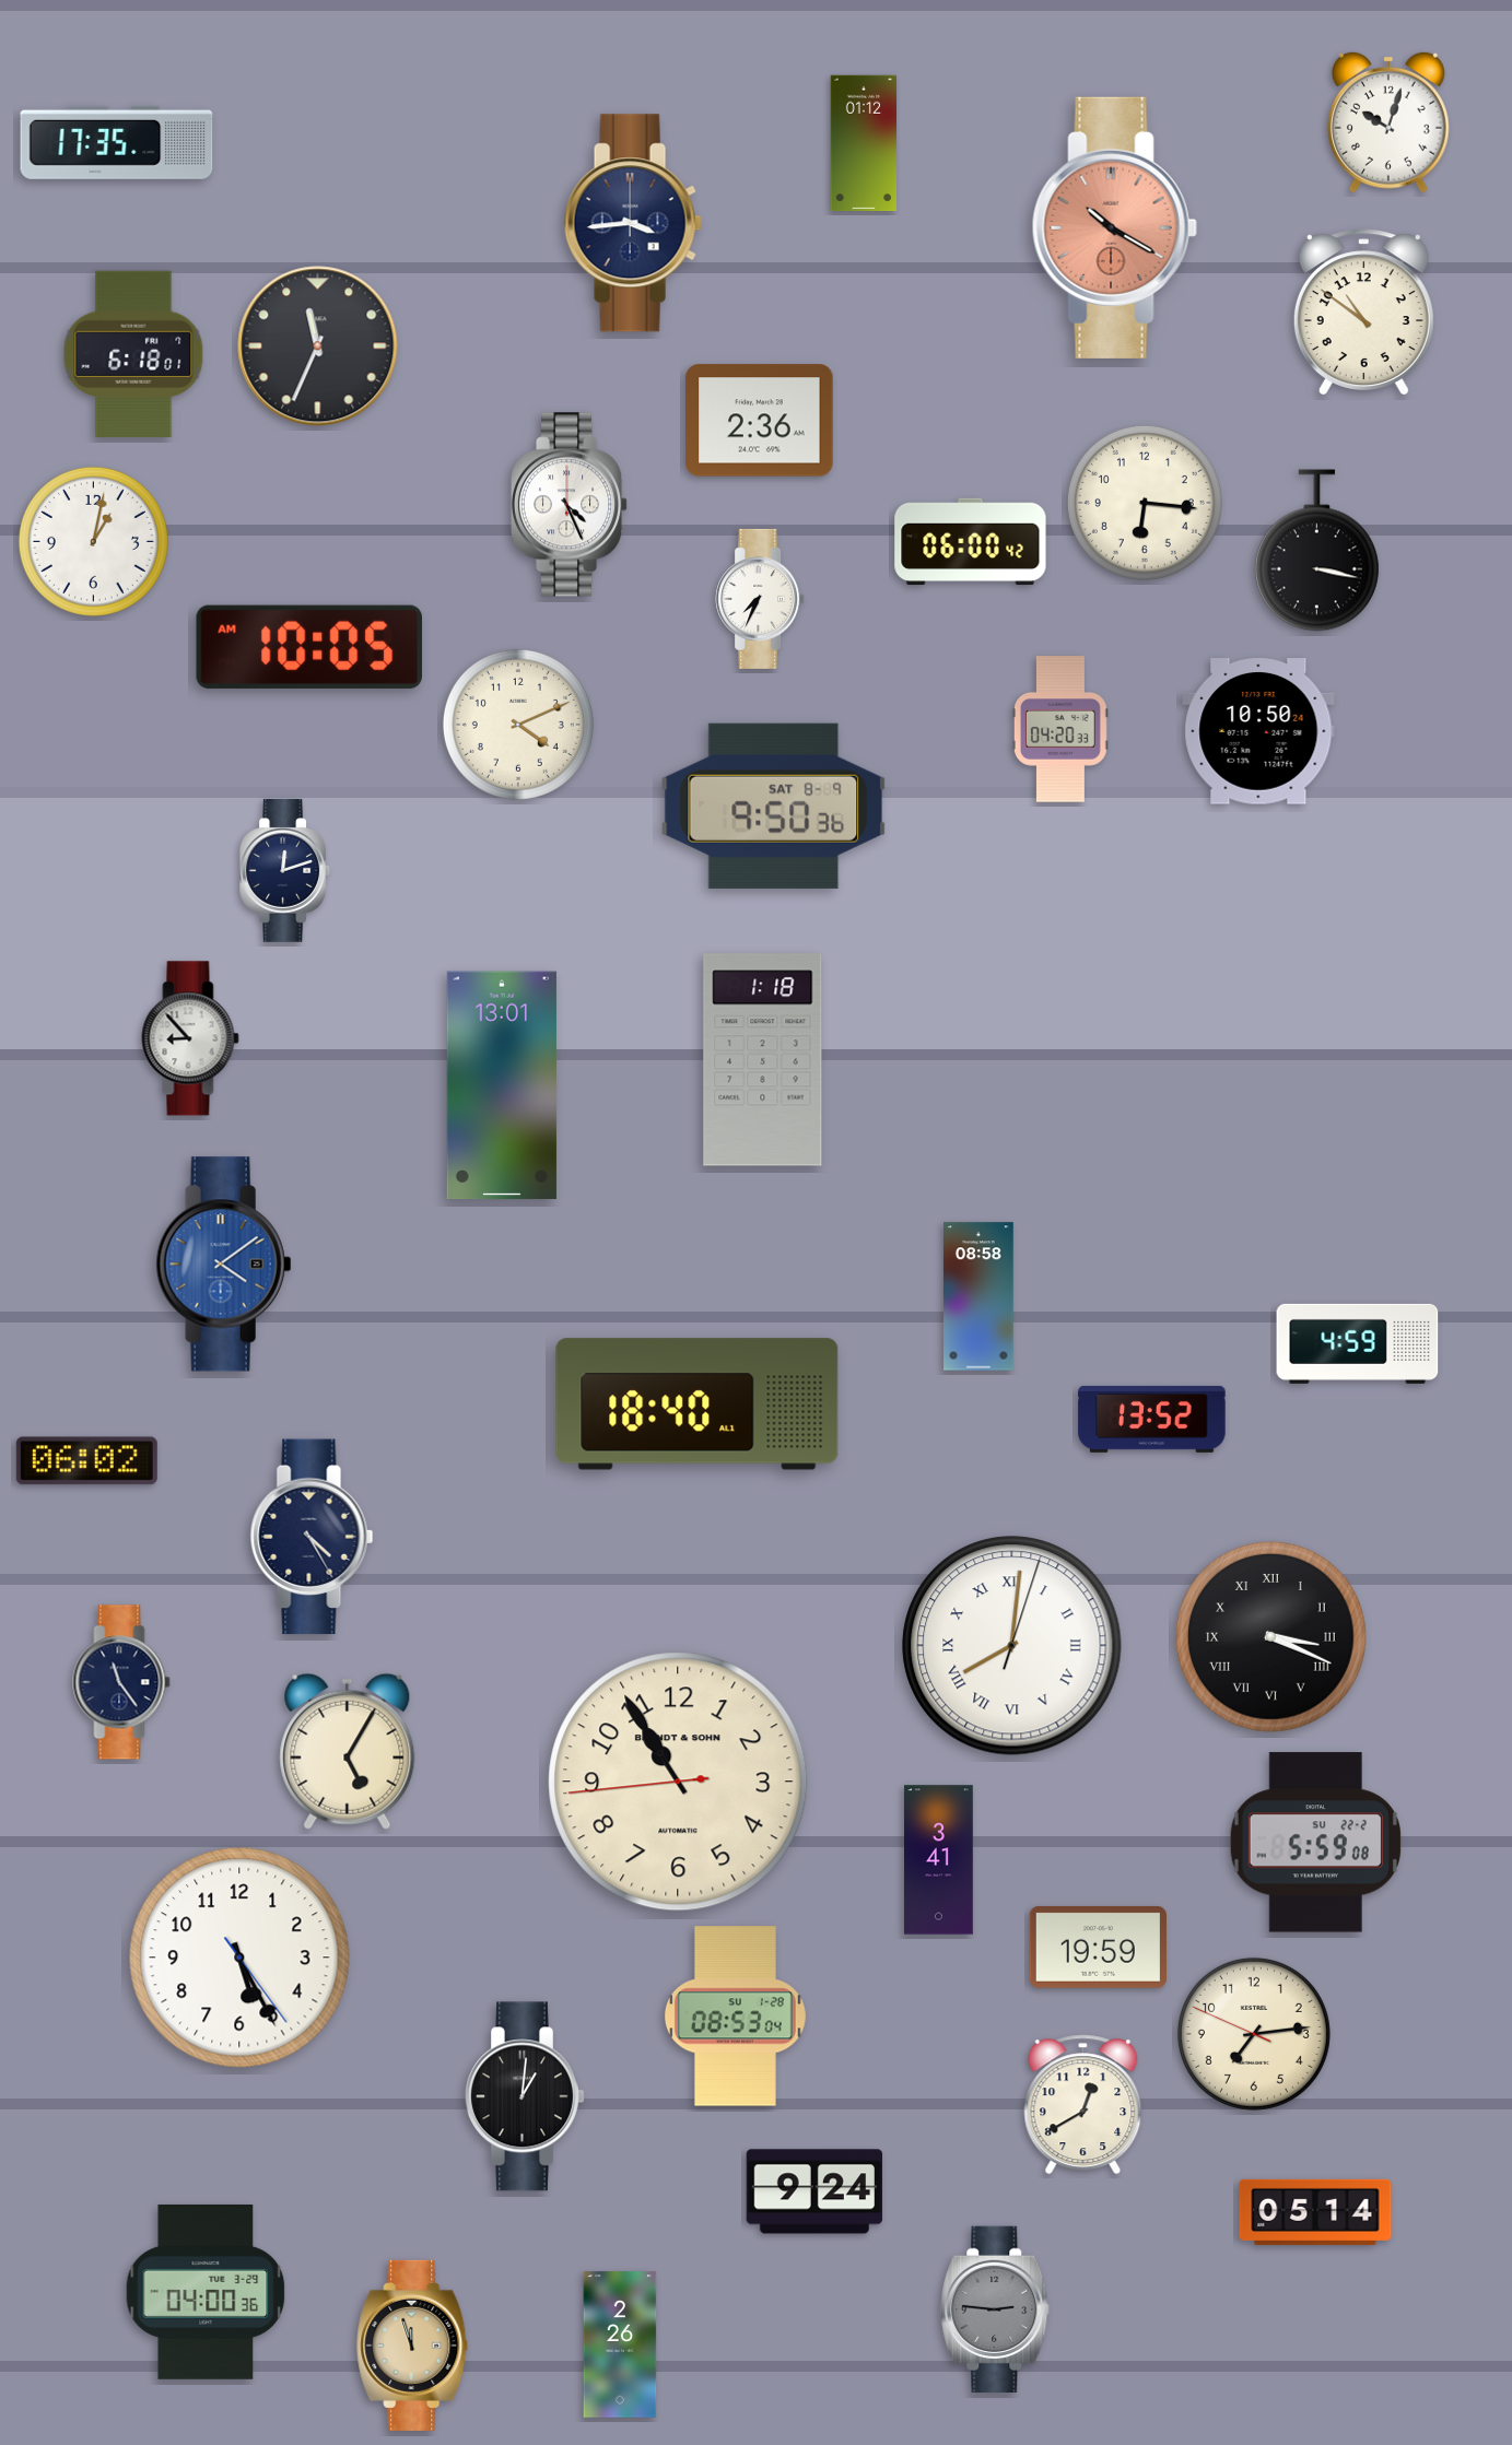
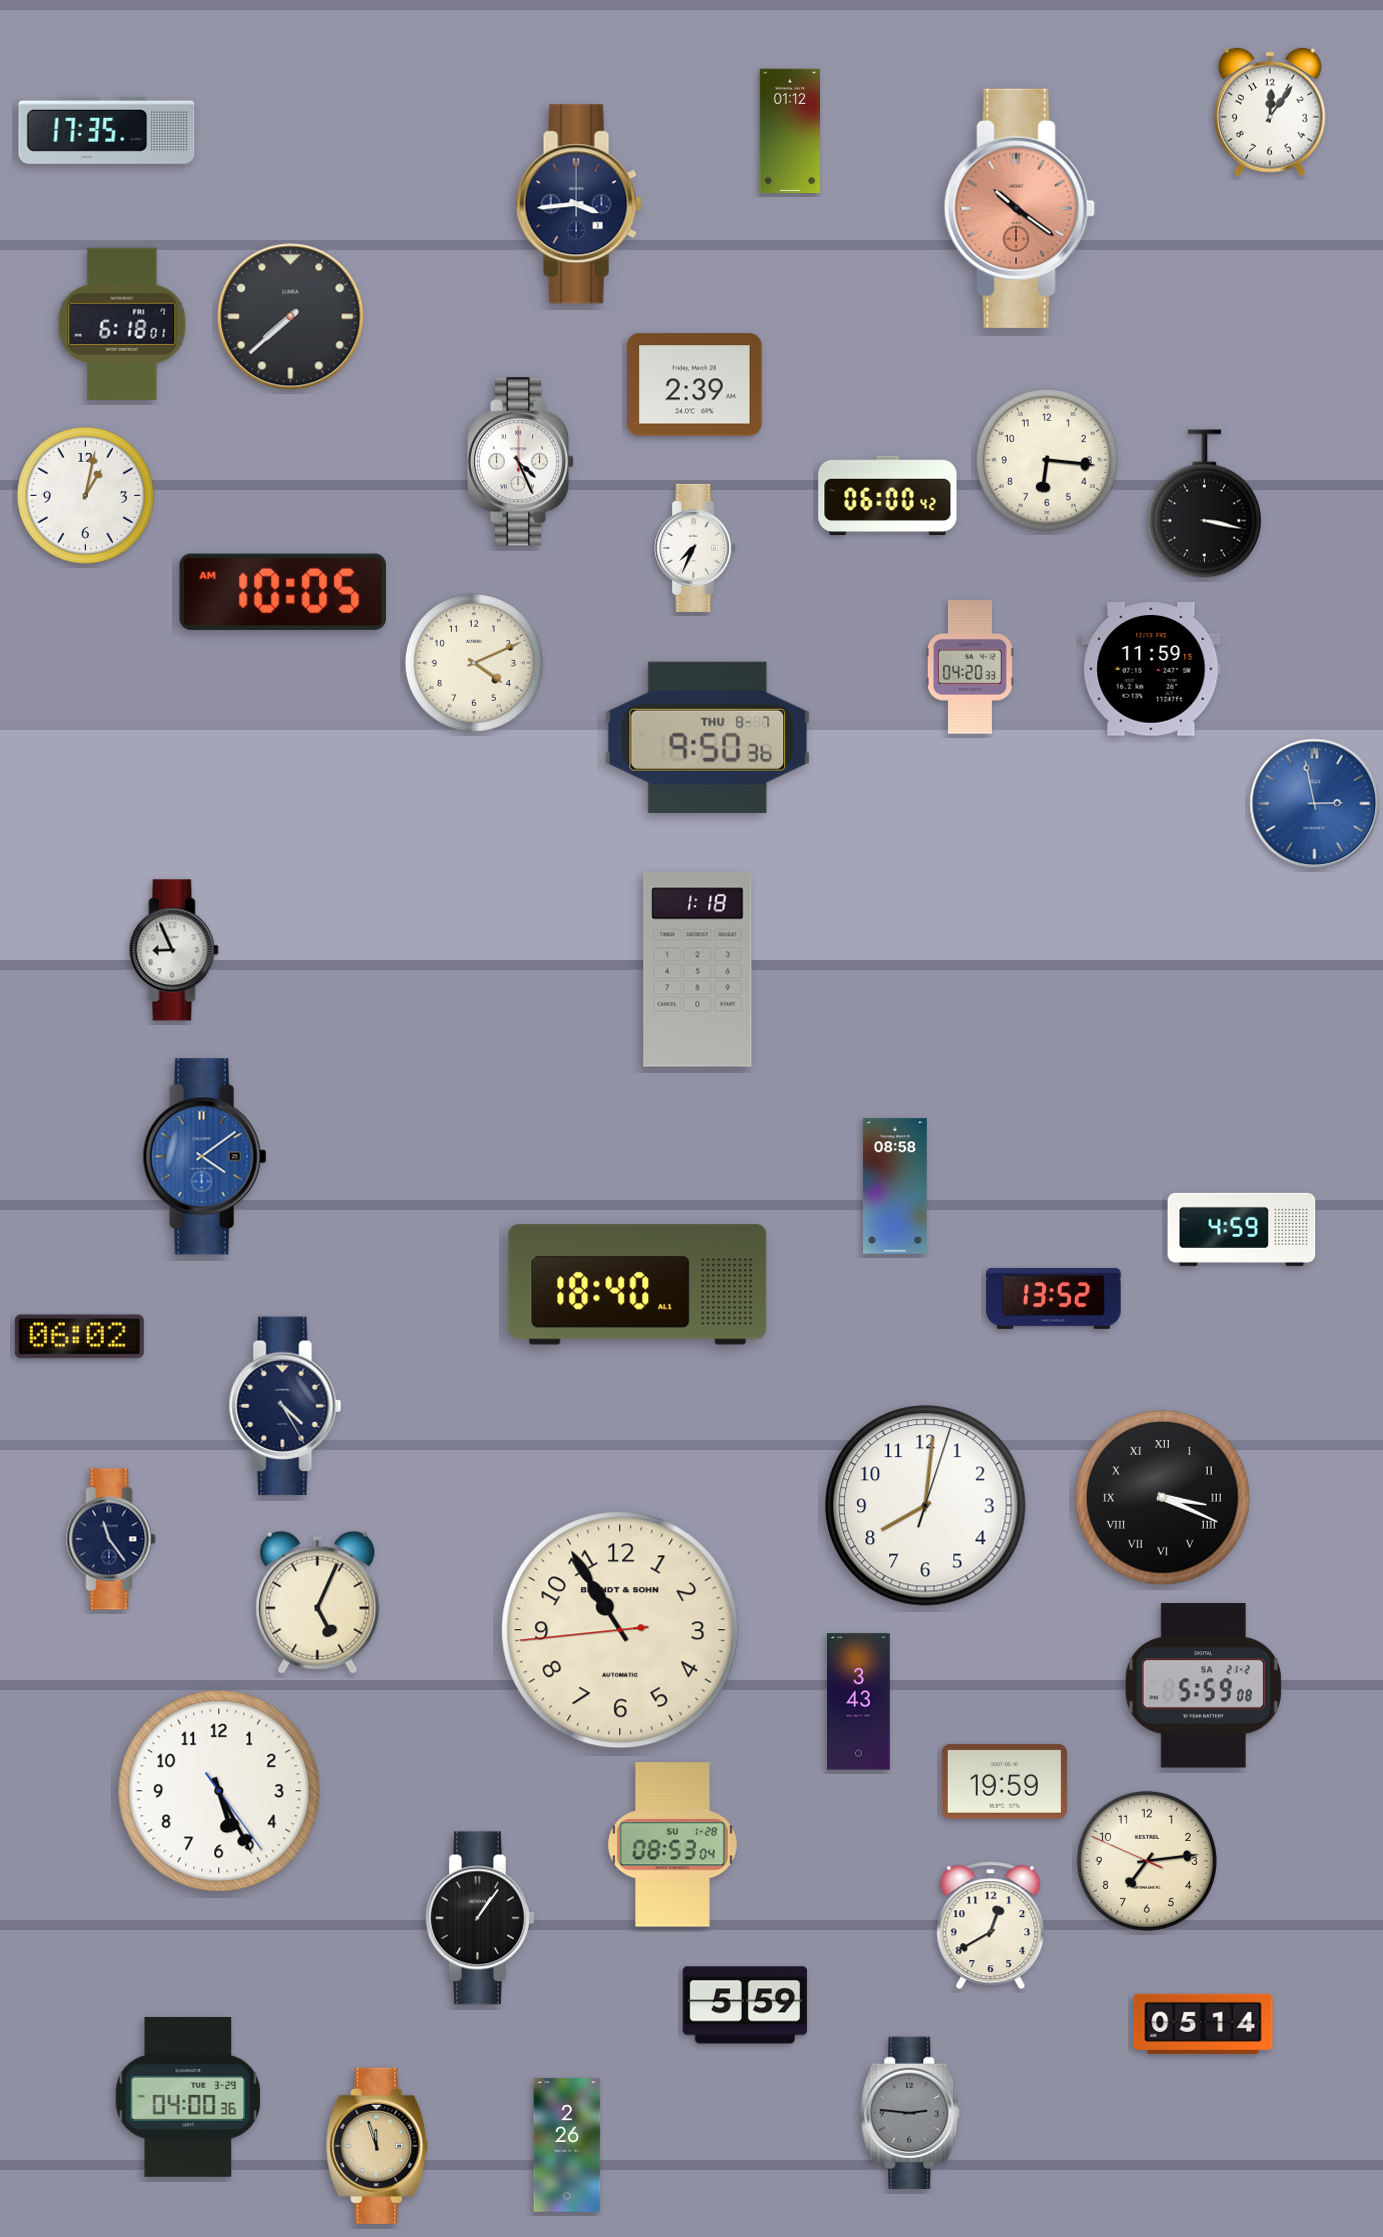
clock at (1388, 122): 10:03 -> 12:06
clock at (1114, 227): 10:20 -> 10:21
clock at (1363, 313): 10:51 -> none
clock at (318, 346): 11:34 -> 7:38
clock at (760, 421): 2:36 -> 2:39
clock at (1258, 732): 10:50 -> 11:59
clock at (774, 806) date: SAT 8-9 -> THU 8-7
clock at (285, 870): 12:12 -> none
clock at (1315, 804): none -> 2:58
clock at (190, 1038): 8:53 -> 8:56
clock at (502, 1085): 13:01 -> none
clock at (1012, 1646) numerals: Roman -> Arabic
clock at (348, 1751): 5:05 -> 5:04
clock at (1315, 1843) date: SU 22-2 -> SA 21-2
clock at (939, 1860): 3:41 -> 3:43
clock at (526, 2096): 1:01 -> 1:06
clock at (814, 2191): 9:24 -> 5:59
